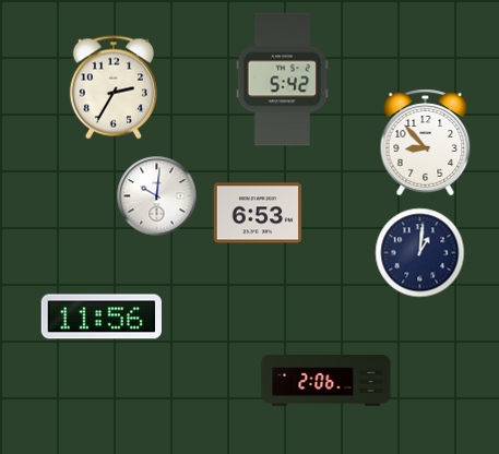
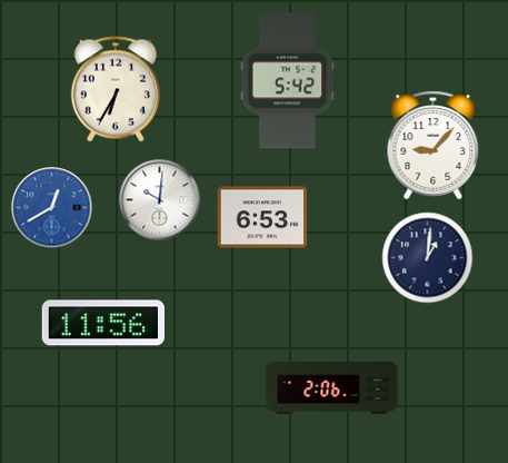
clock at (114, 87): 2:35 -> 6:35
clock at (426, 143): 8:53 -> 9:07
clock at (52, 208): none -> 12:40
